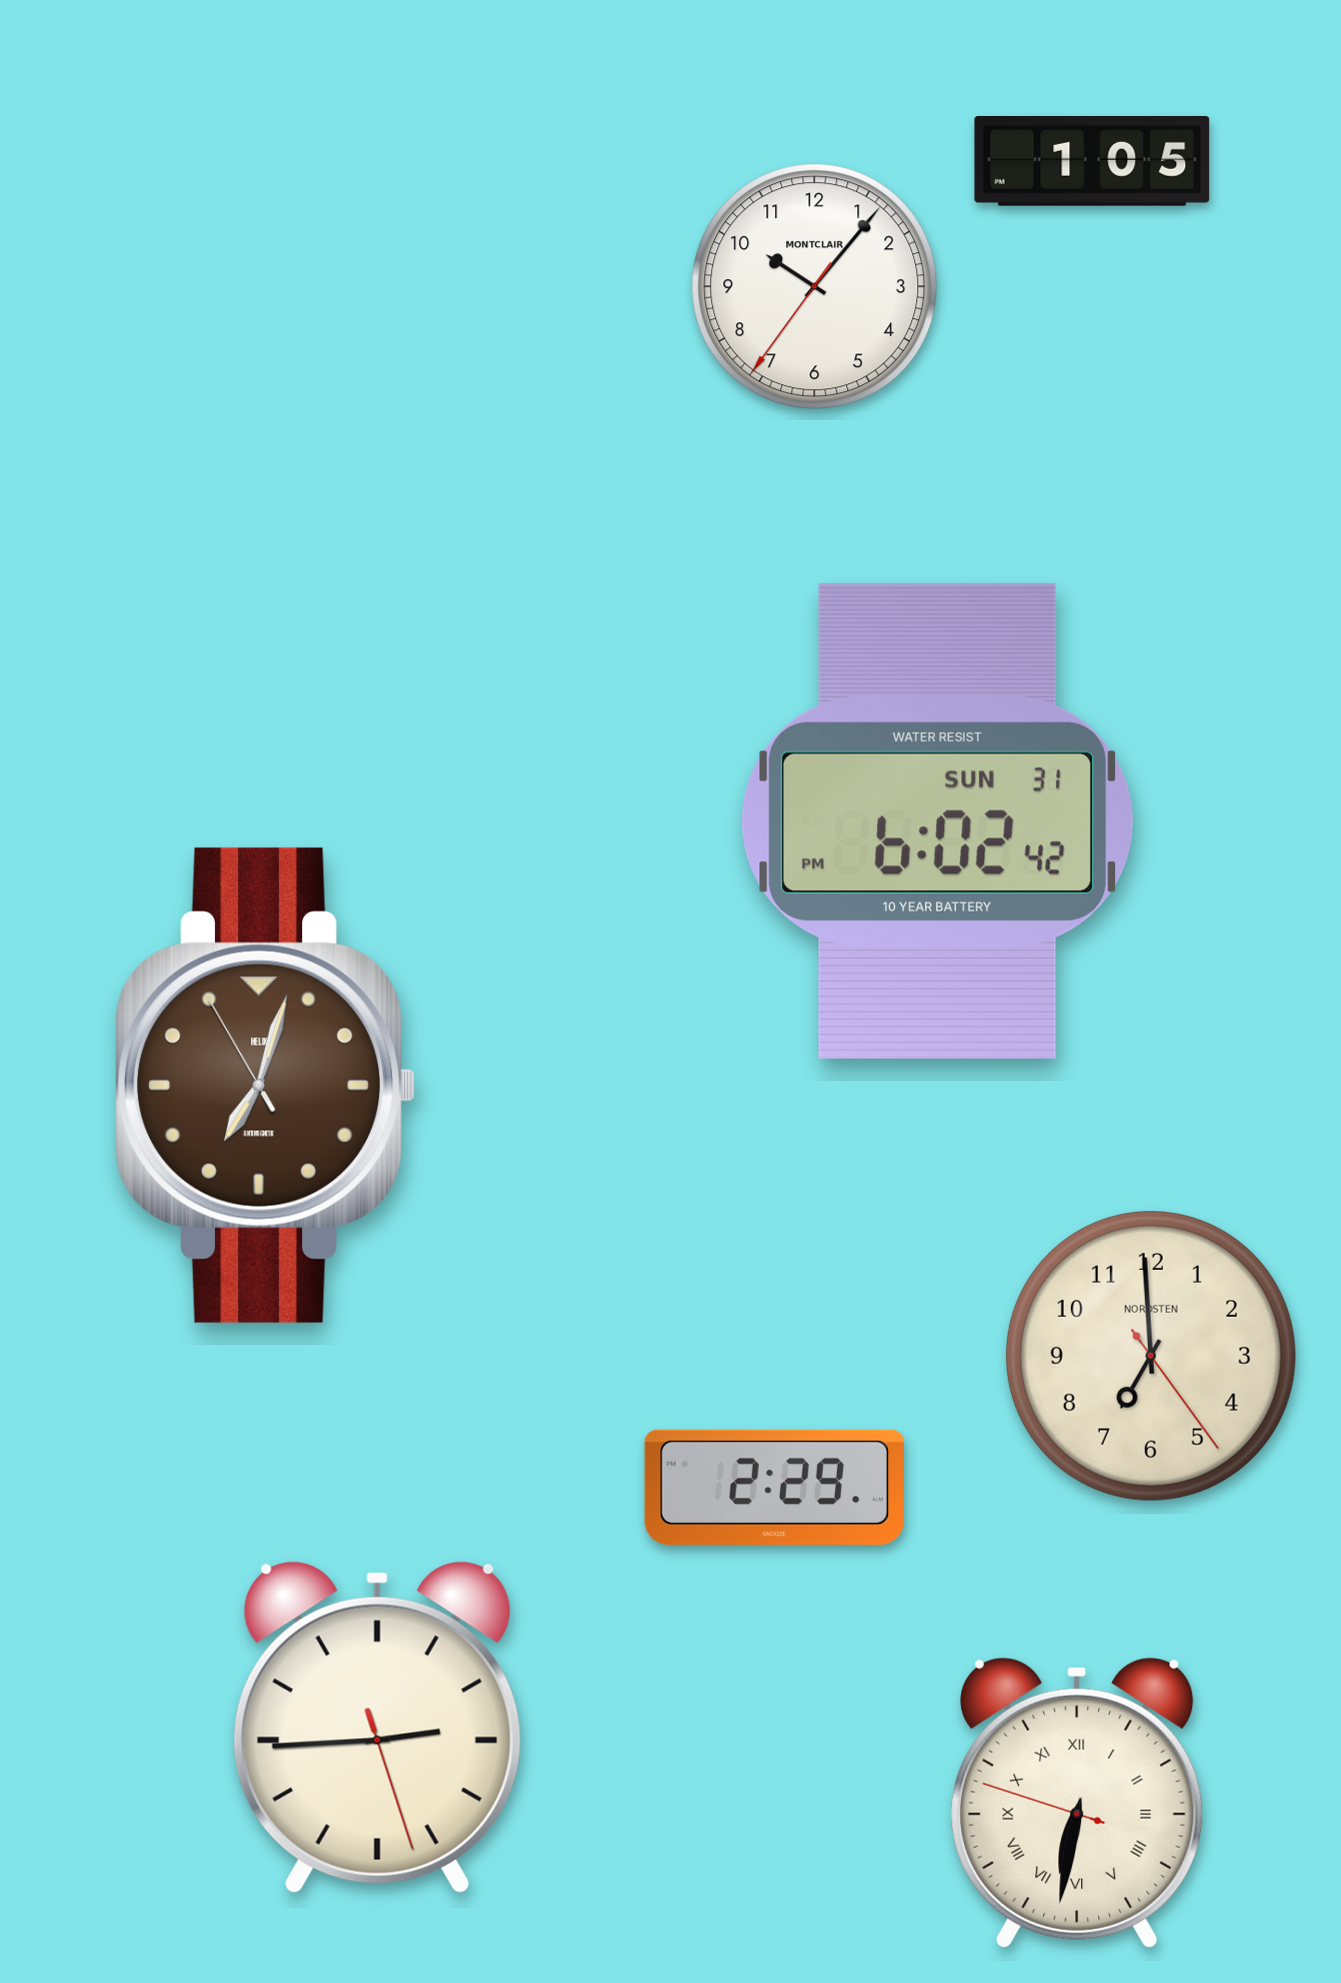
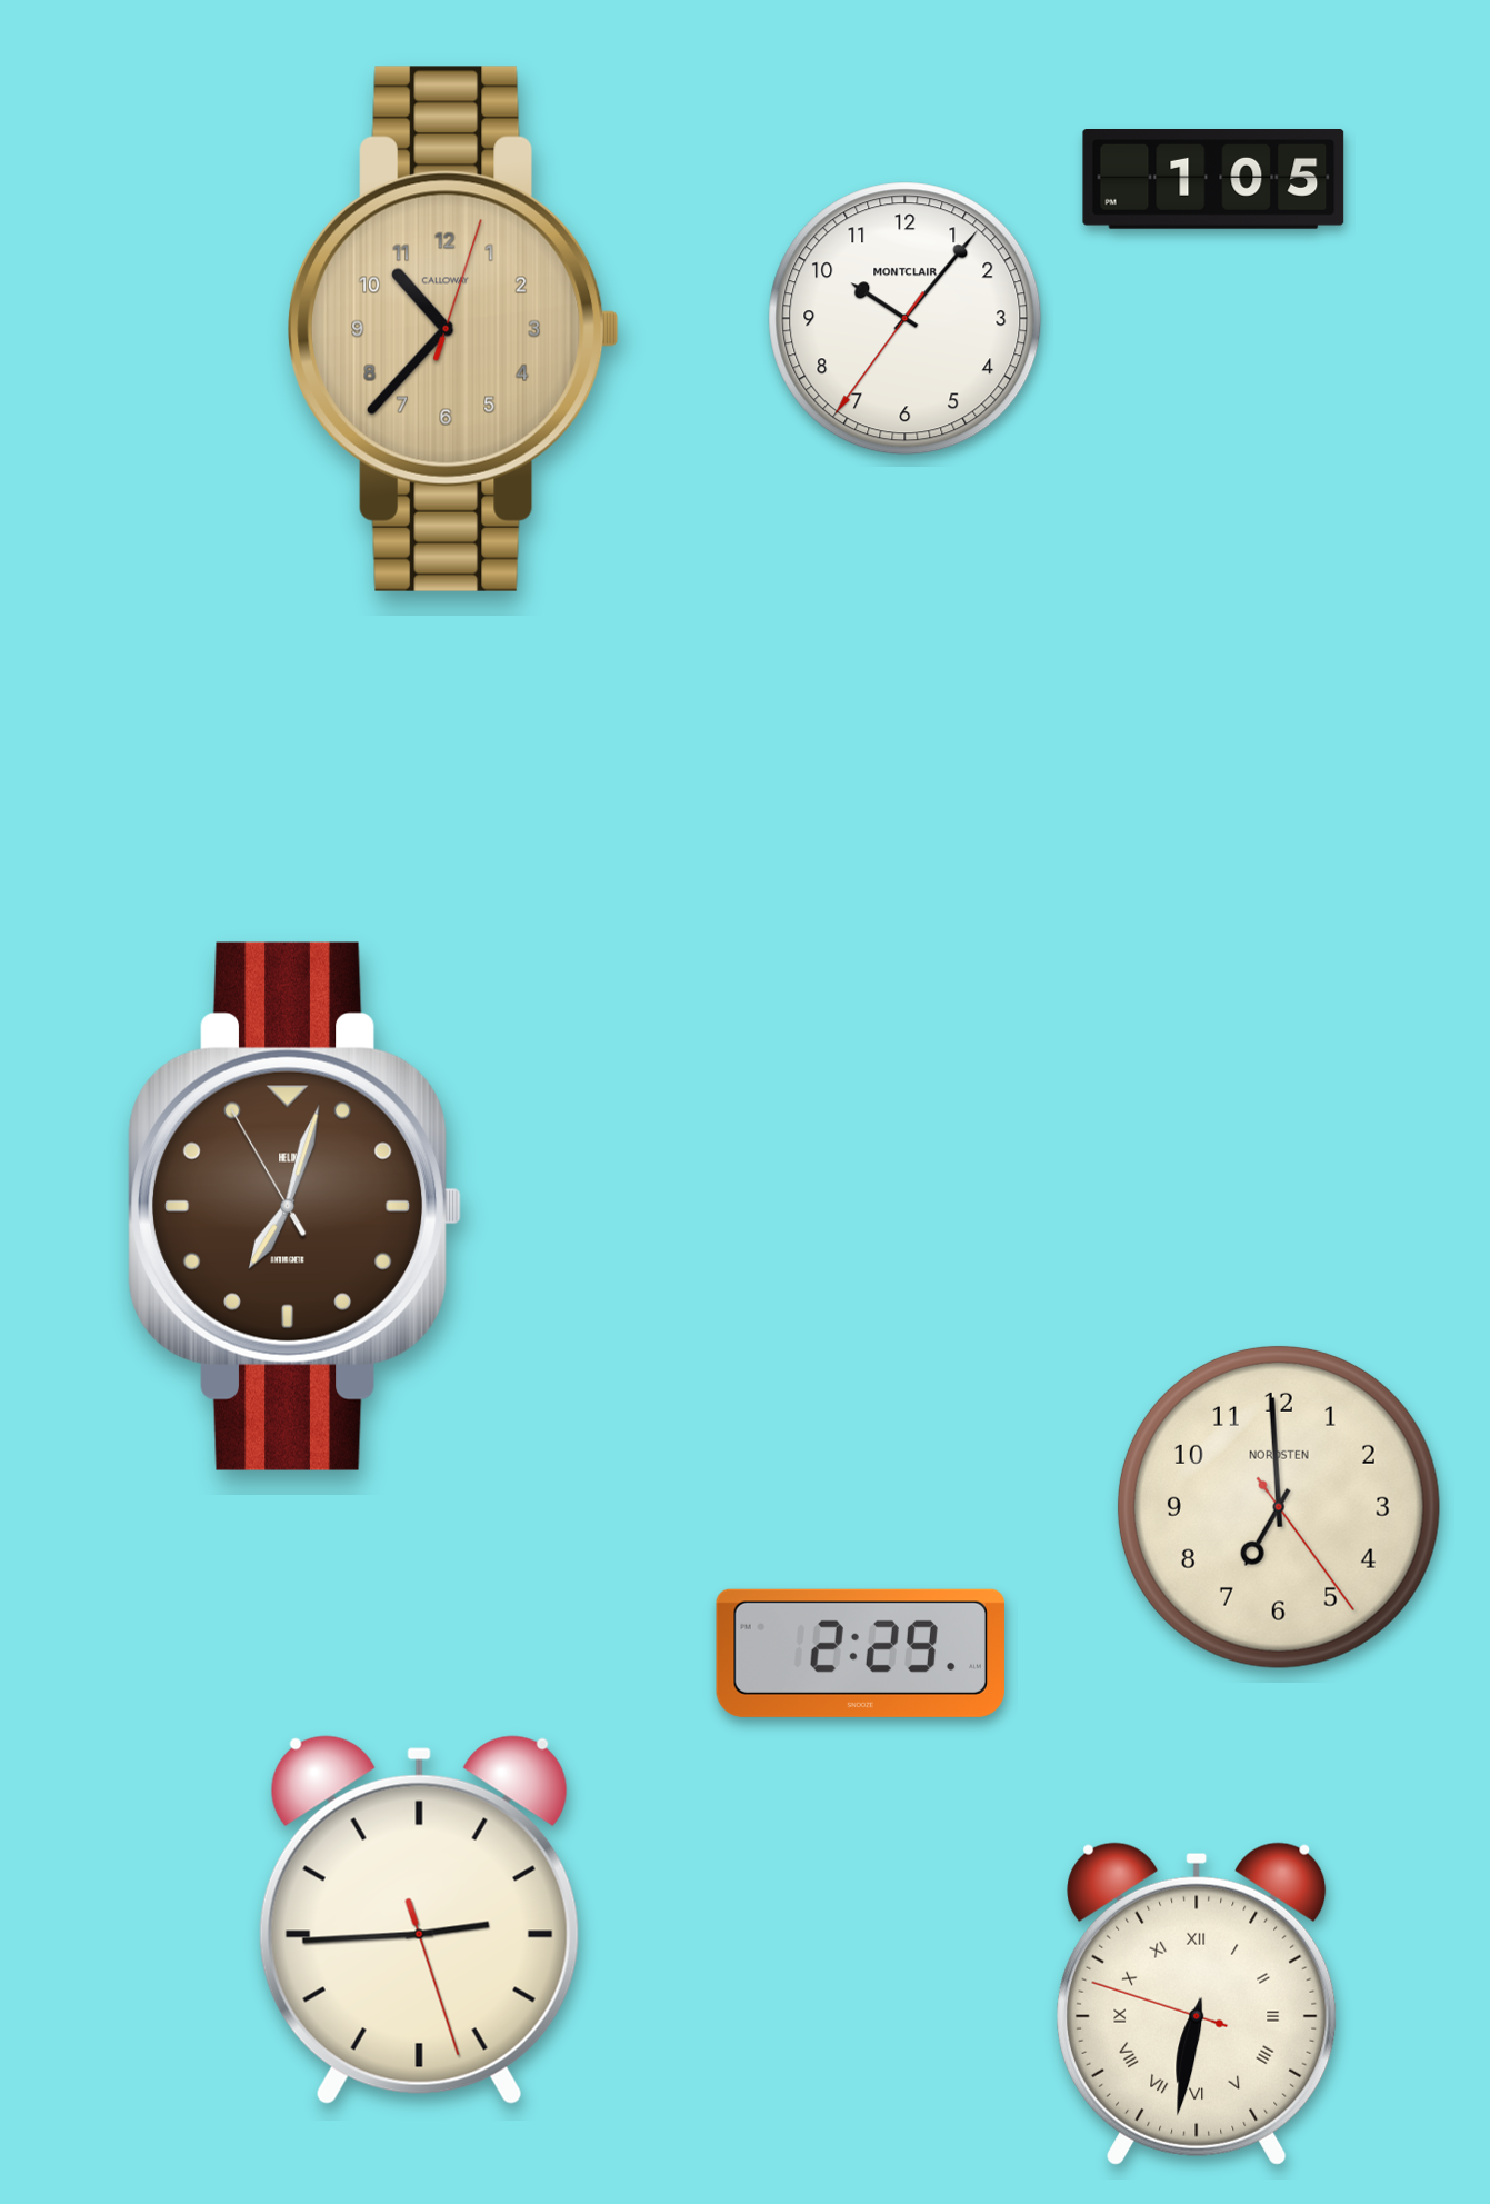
clock at (454, 329): none -> 10:37
clock at (938, 821): 6:02 -> none
